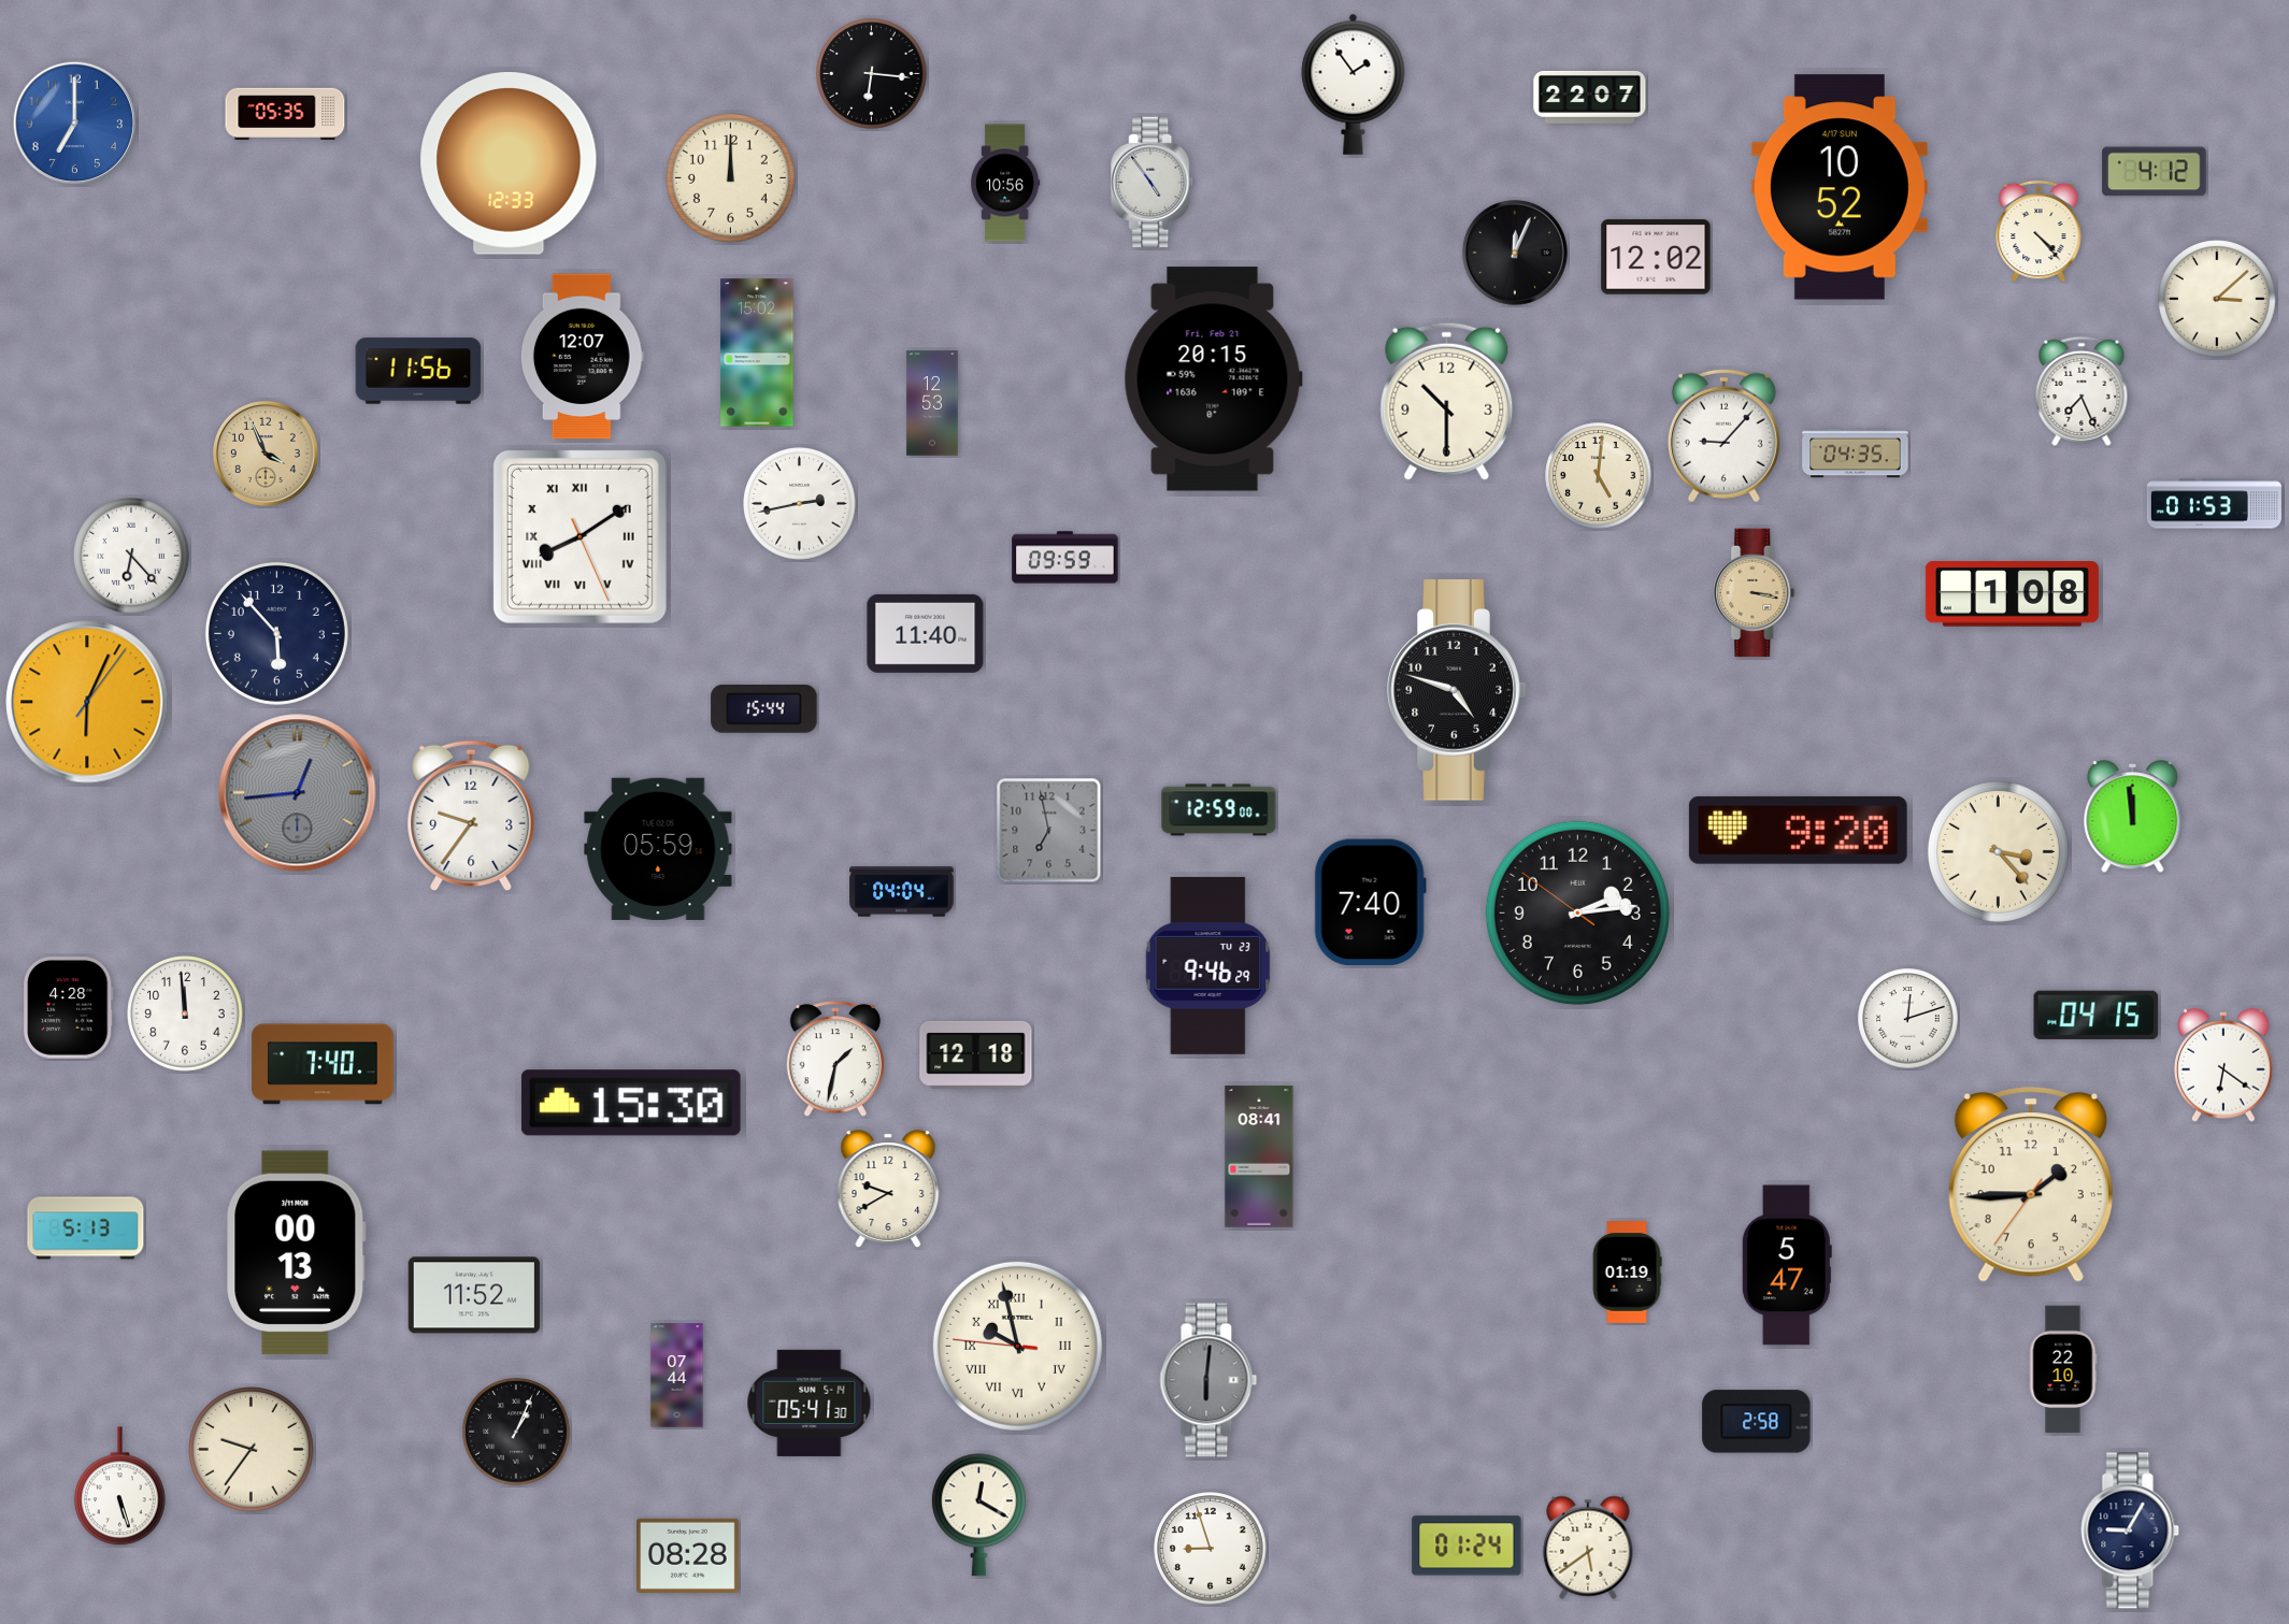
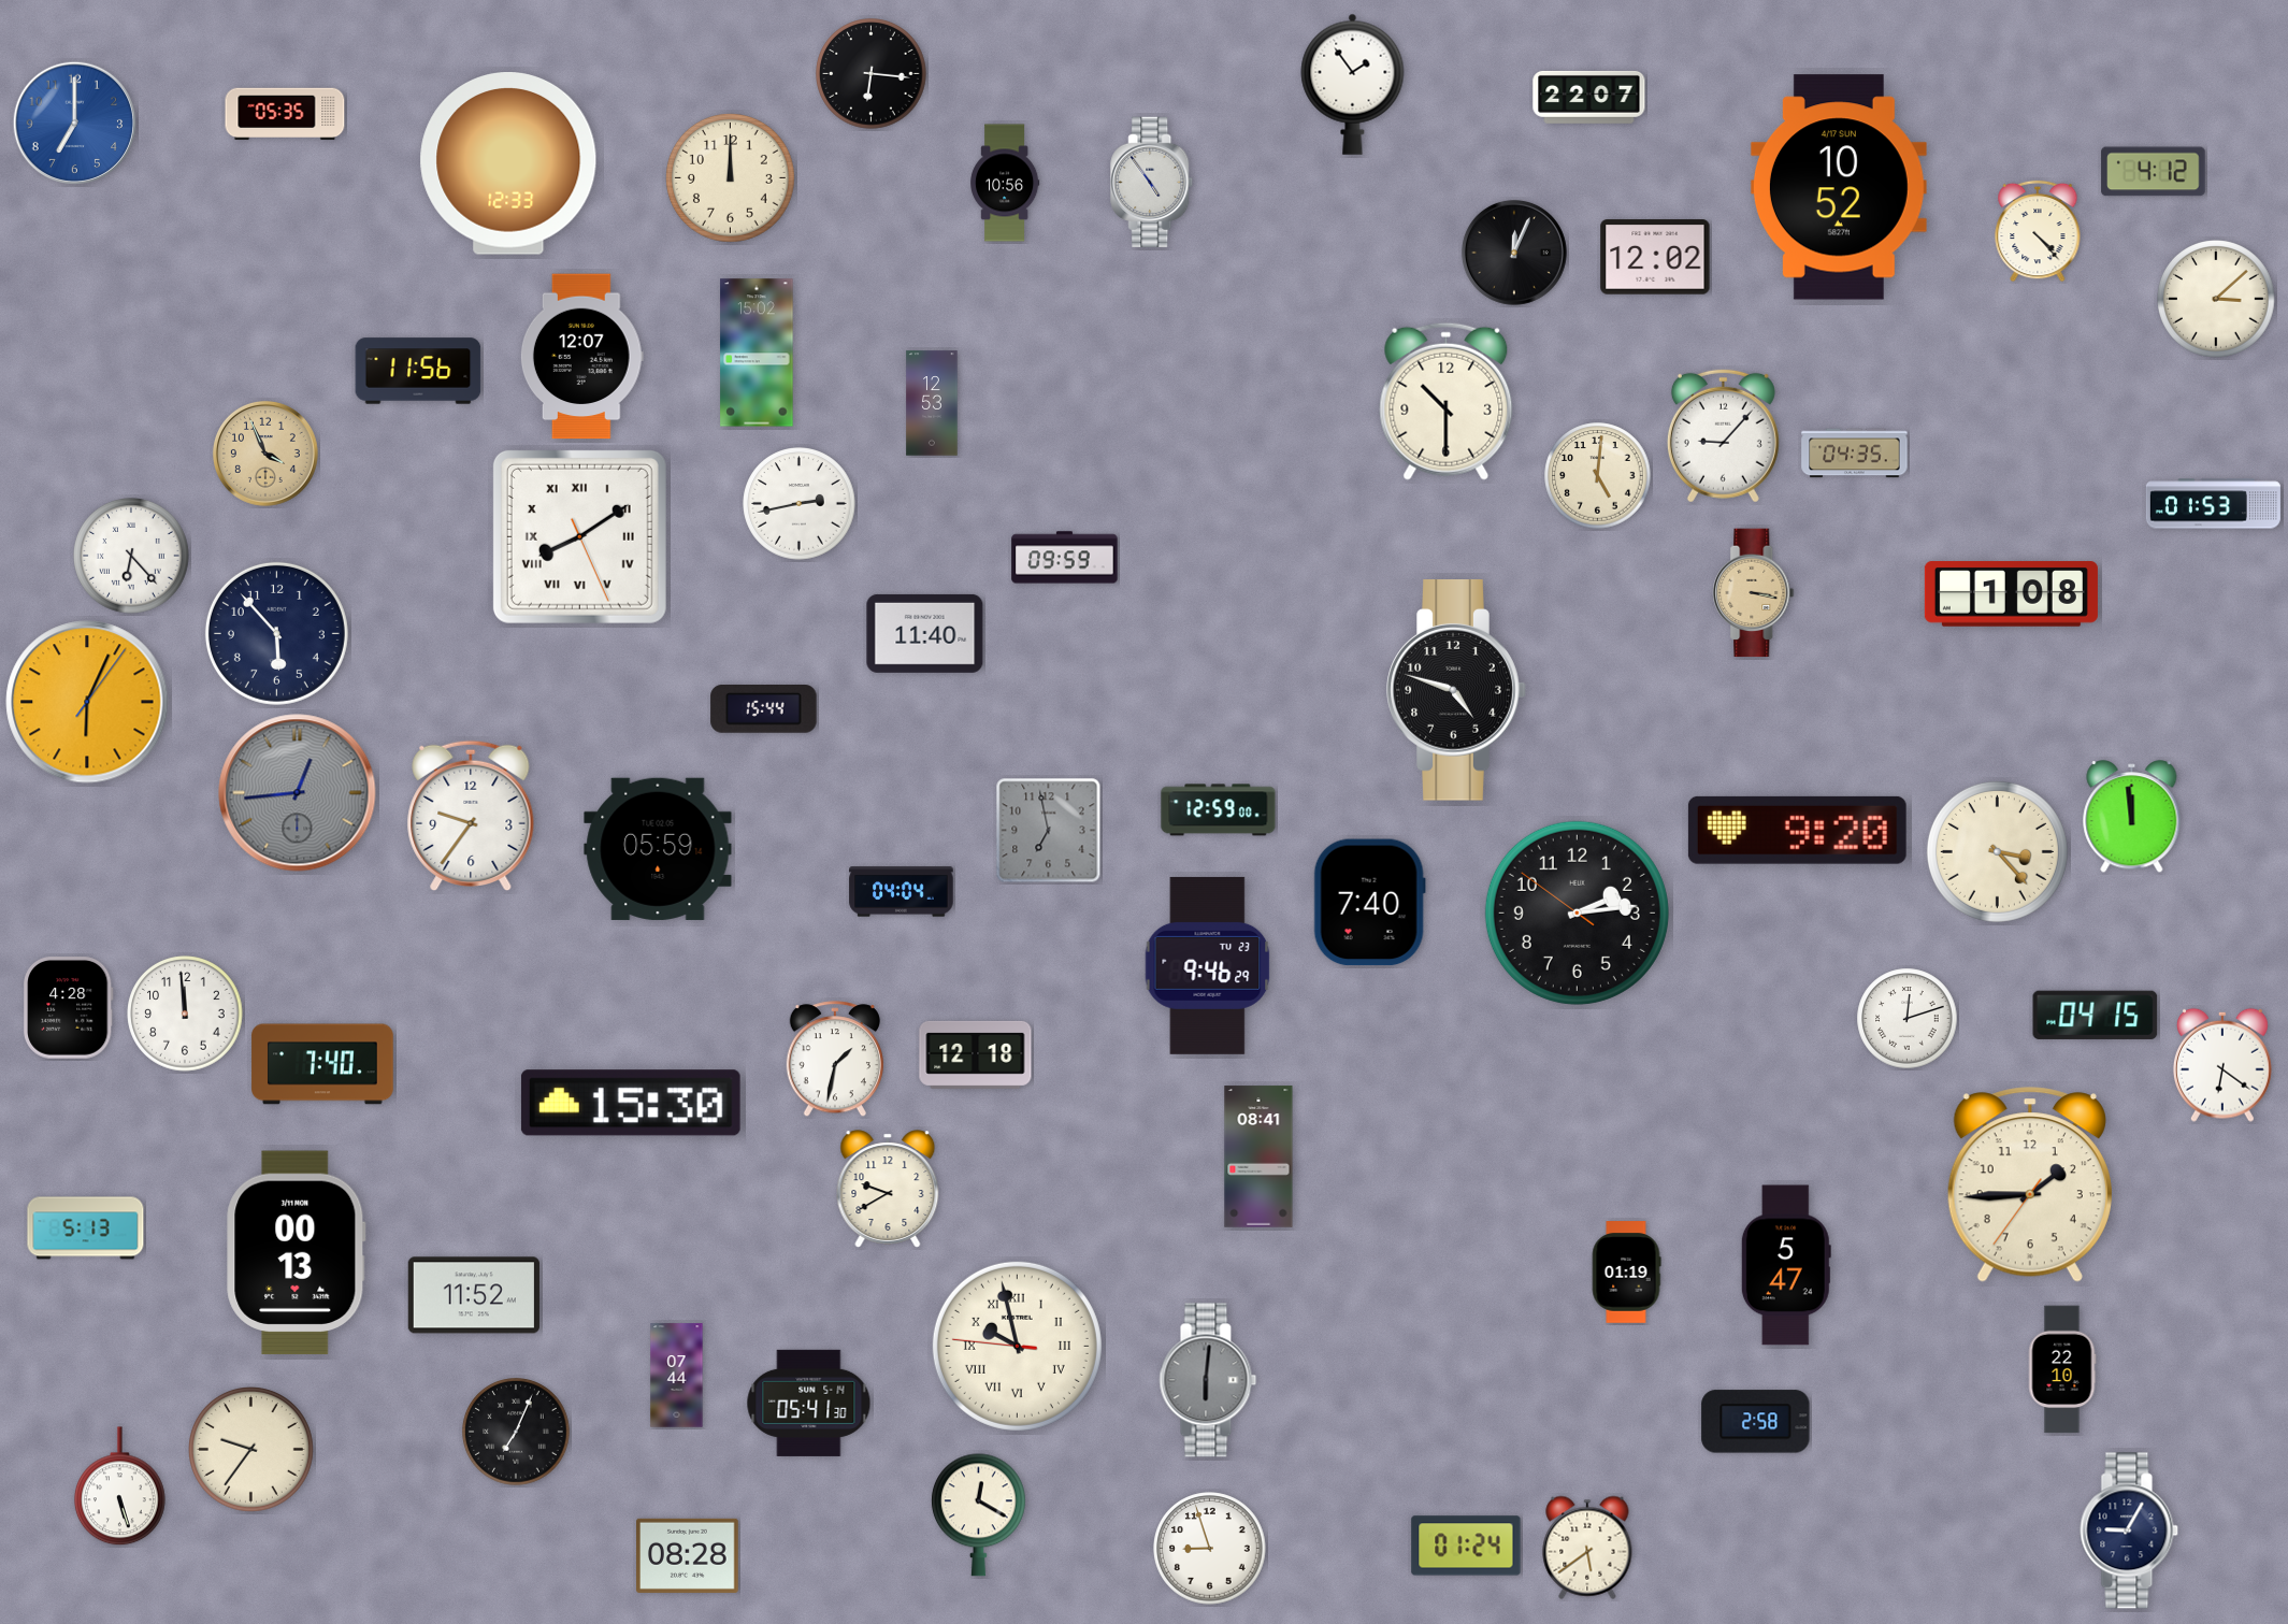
clock at (1213, 379): 20:15 -> none
clock at (2081, 391): 7:26 -> none
clock at (516, 1432): 1:04 -> 7:04
